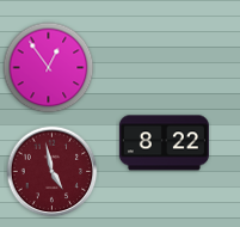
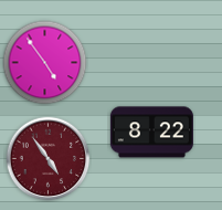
clock at (49, 68): 12:54 -> 4:54
clock at (53, 172): 4:58 -> 4:54
